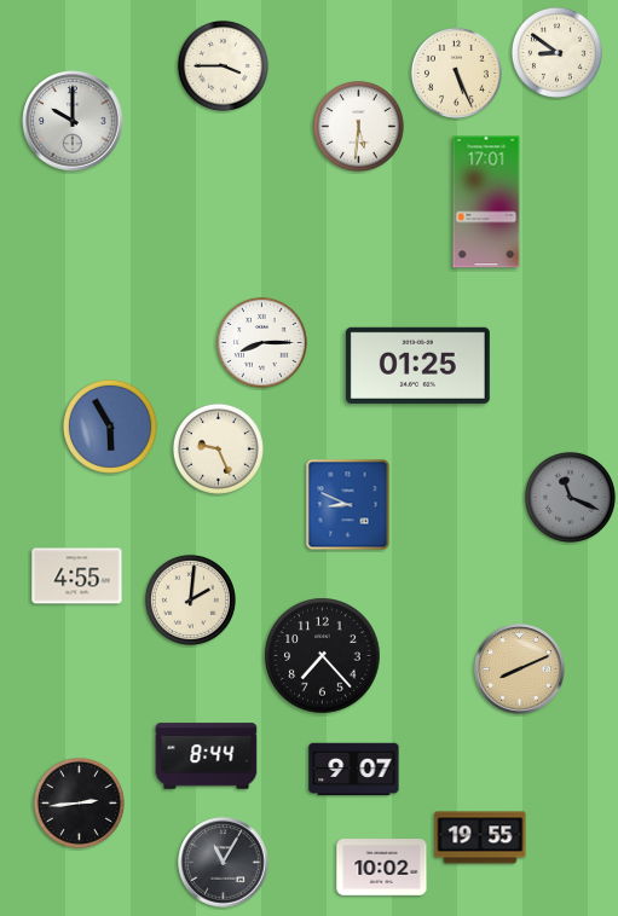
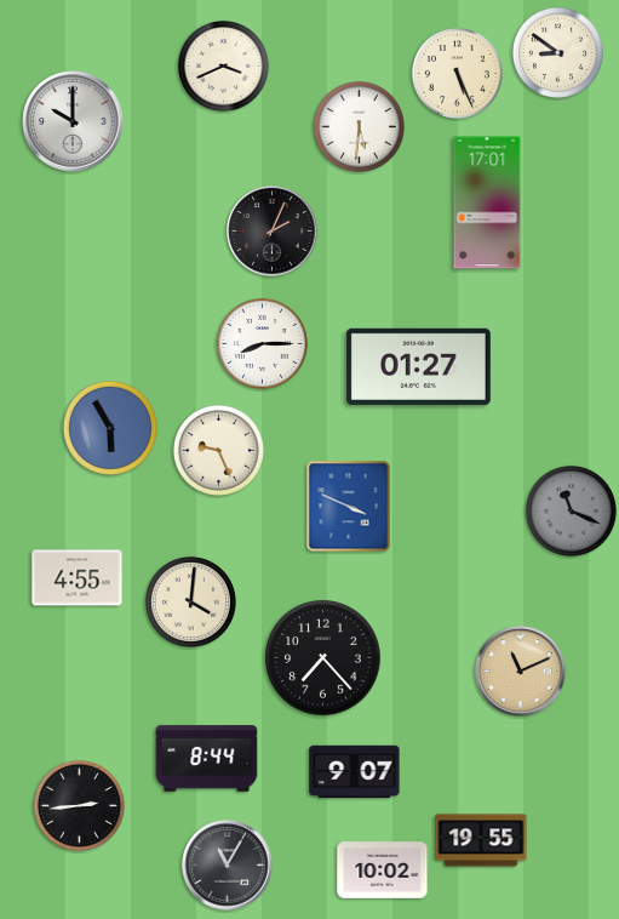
clock at (223, 65): 3:45 -> 3:41
clock at (273, 232): none -> 2:04
clock at (417, 365): 01:25 -> 01:27
clock at (570, 497) position: (570, 497) -> (571, 510)
clock at (348, 505): 8:49 -> 3:49
clock at (190, 599): 2:01 -> 4:01
clock at (520, 669): 8:11 -> 11:11
clock at (224, 863) position: (224, 863) -> (228, 866)
